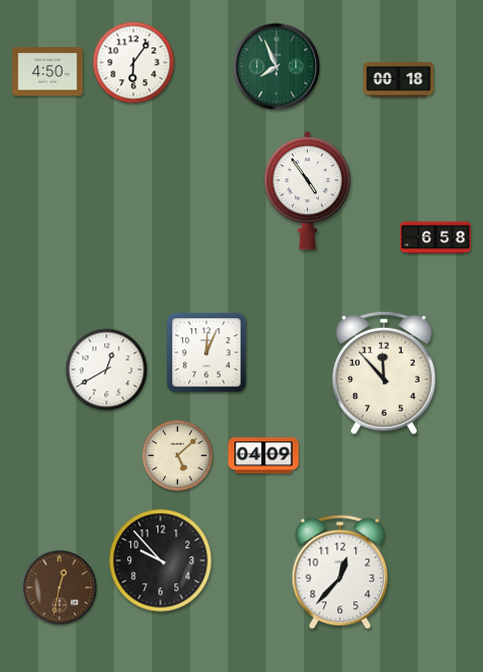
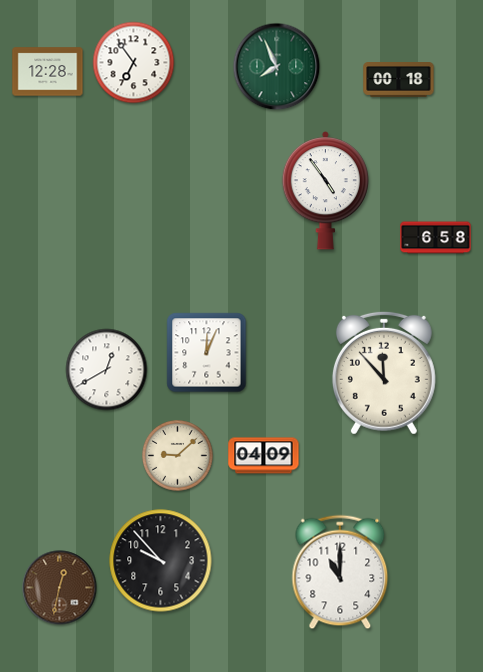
clock at (134, 63): 6:06 -> 6:54
clock at (48, 72): 4:50 -> 12:28
clock at (307, 191) position: (307, 191) -> (325, 191)
clock at (178, 456): 5:08 -> 9:08
clock at (340, 572): 12:37 -> 11:00
